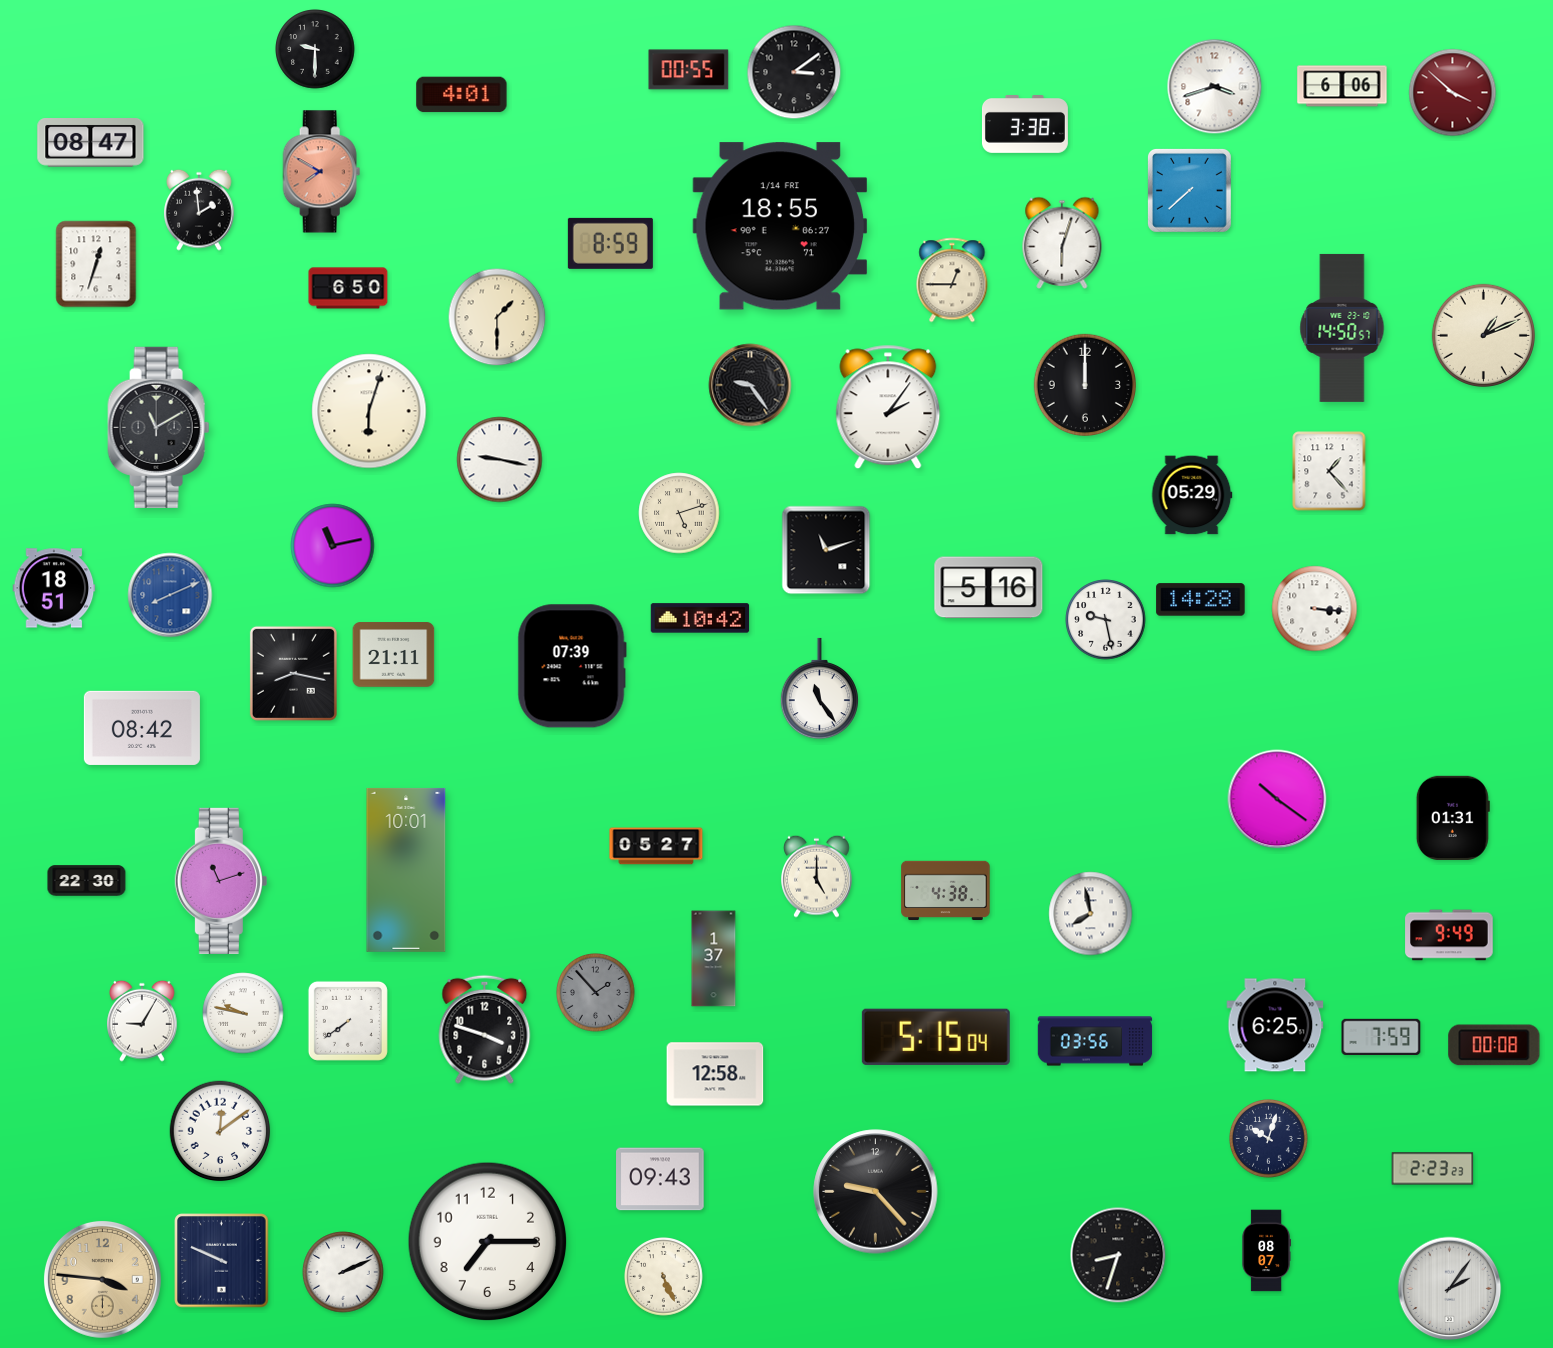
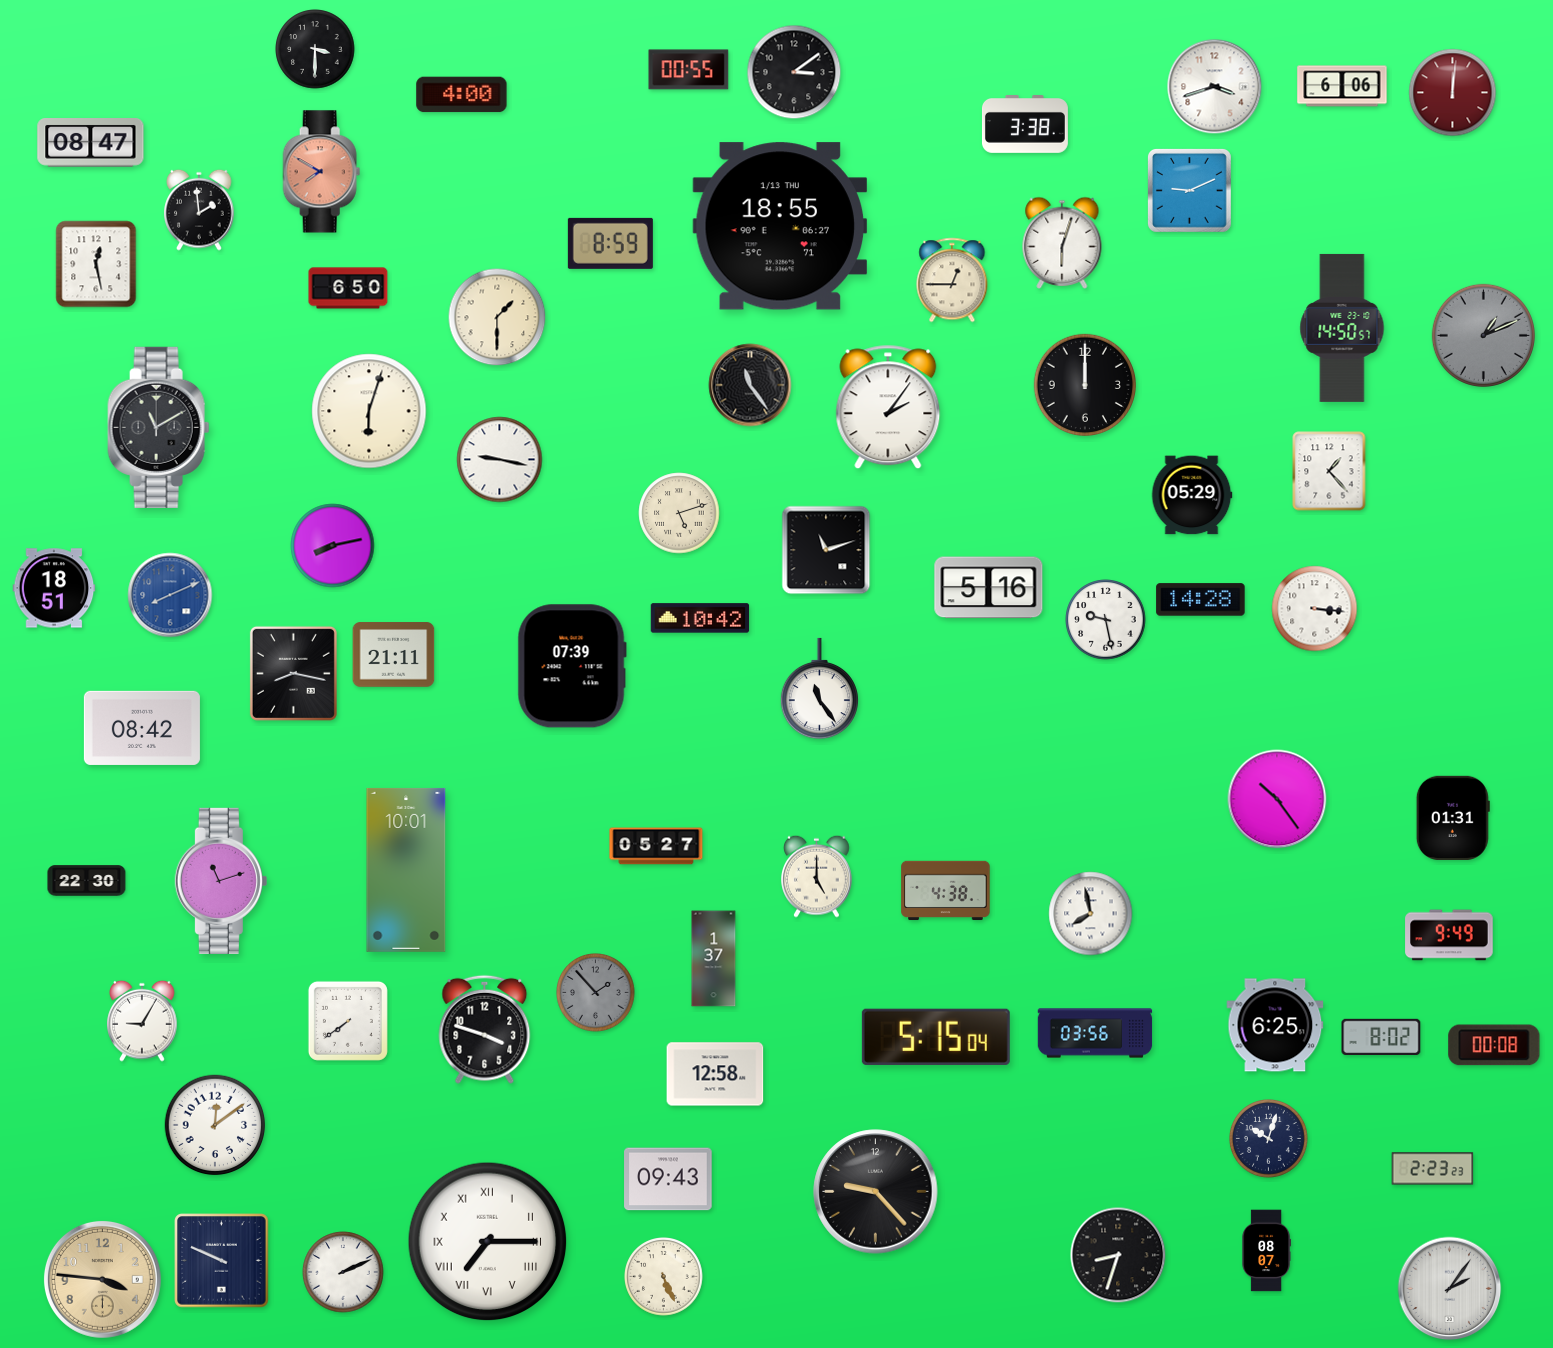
clock at (315, 49): 9:30 -> 3:30
clock at (1453, 93): 3:52 -> 12:01
clock at (462, 95): 4:01 -> 4:00
clock at (1189, 190): 7:38 -> 9:11
clock at (780, 226) date: 1/14 FRI -> 1/13 THU
clock at (96, 264): 12:33 -> 12:28
clock at (1483, 335) dial: cream -> grey
clock at (750, 385): 9:24 -> 11:24
clock at (333, 546): 11:13 -> 8:13
clock at (1277, 799): 10:21 -> 10:24
clock at (243, 1013): 9:47 -> none
clock at (1381, 1036): 7:59 -> 8:02
clock at (1095, 1041) position: (1095, 1041) -> (1095, 1033)
clock at (220, 1131) position: (220, 1131) -> (215, 1125)
clock at (660, 1179) position: (660, 1179) -> (668, 1179)
clock at (488, 1242) numerals: Arabic -> Roman
